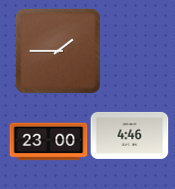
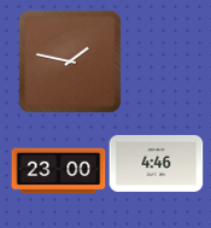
clock at (58, 51): 1:45 -> 1:47
